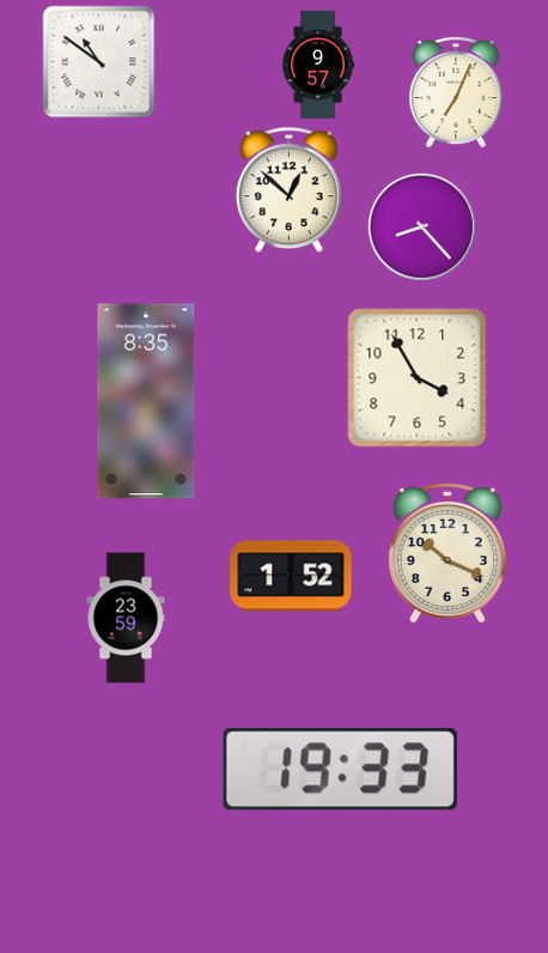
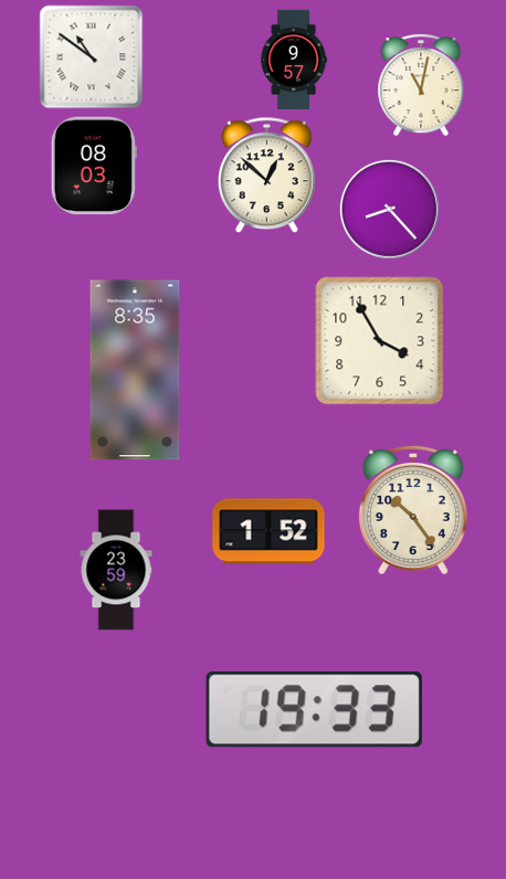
clock at (456, 93): 7:04 -> 11:02
clock at (94, 166): none -> 08:03
clock at (418, 378) position: (418, 378) -> (380, 341)
clock at (447, 552): 10:19 -> 10:24
